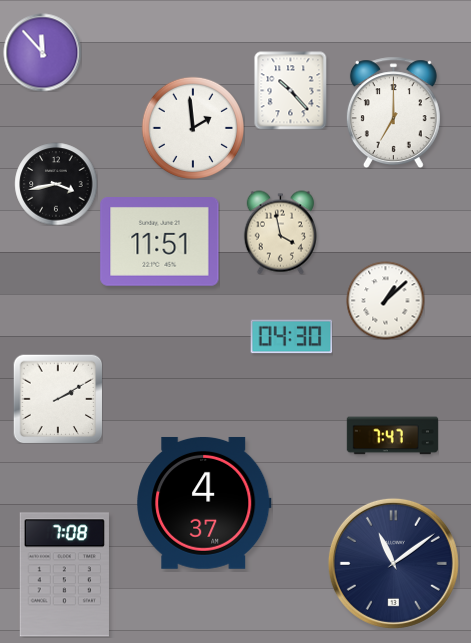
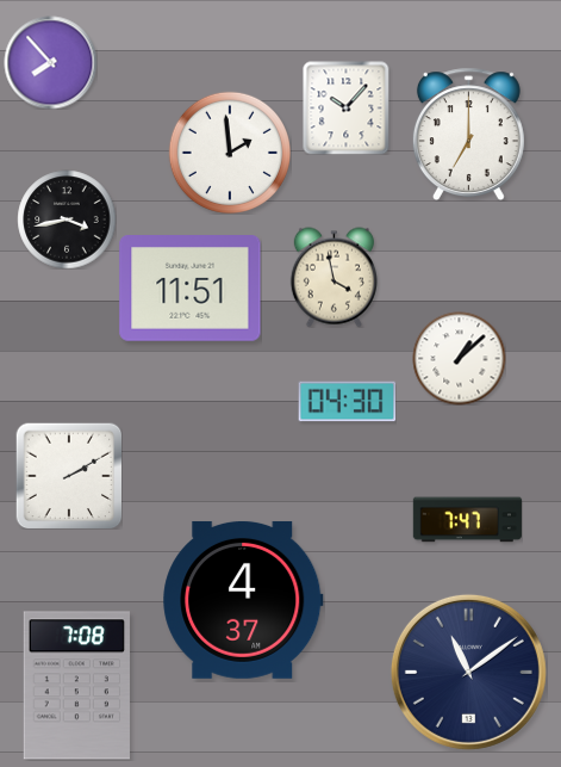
clock at (42, 52): 11:53 -> 7:53
clock at (291, 90): 10:23 -> 10:07
